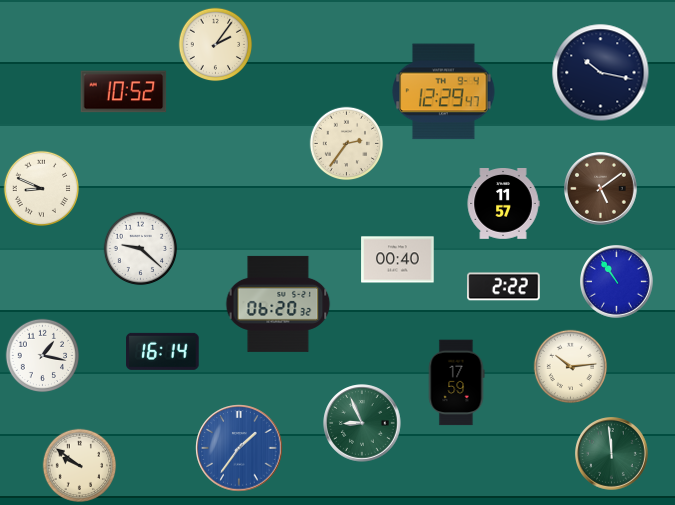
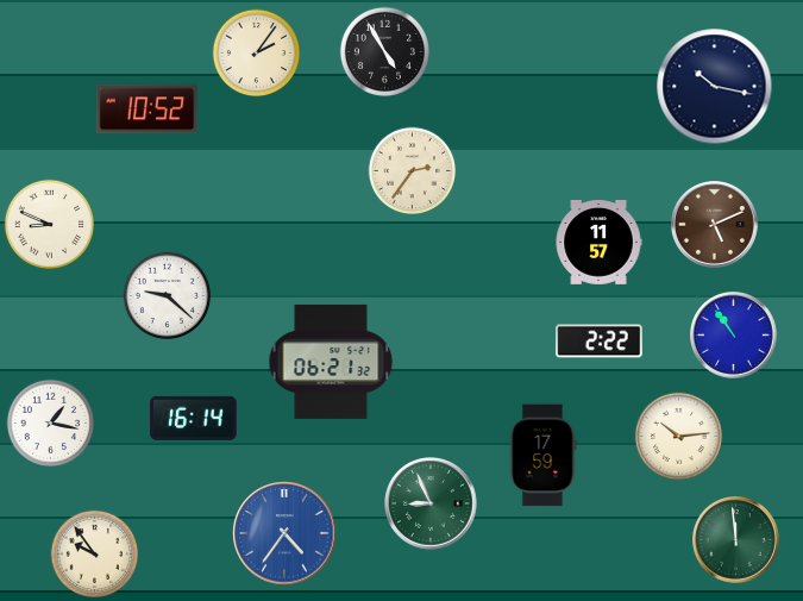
clock at (384, 51): none -> 4:55
clock at (444, 92): 12:29 -> none
clock at (601, 189): 5:09 -> 5:11
clock at (398, 260): 00:40 -> none
clock at (278, 304): 06:20 -> 06:21
clock at (239, 448): 1:36 -> 4:36
clock at (612, 454) position: (612, 454) -> (736, 540)
clock at (80, 466): 9:51 -> 9:54
